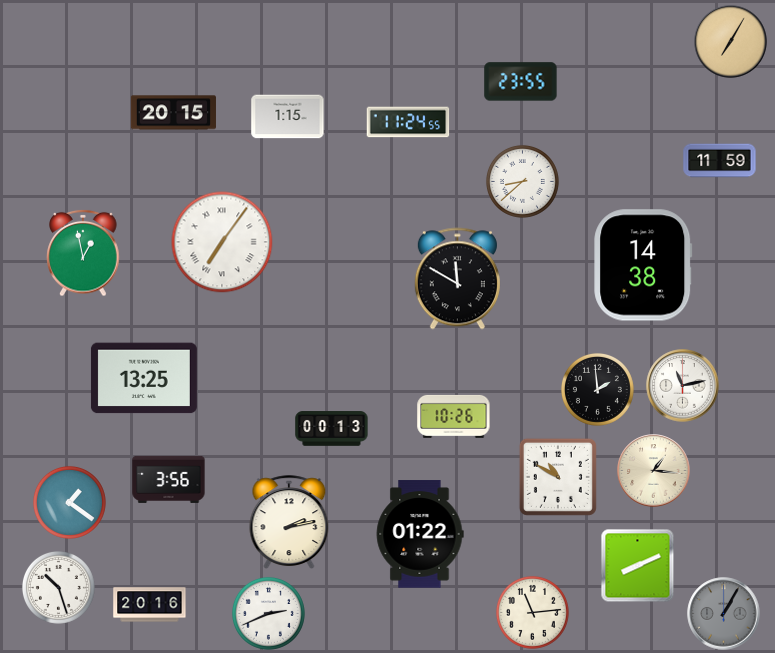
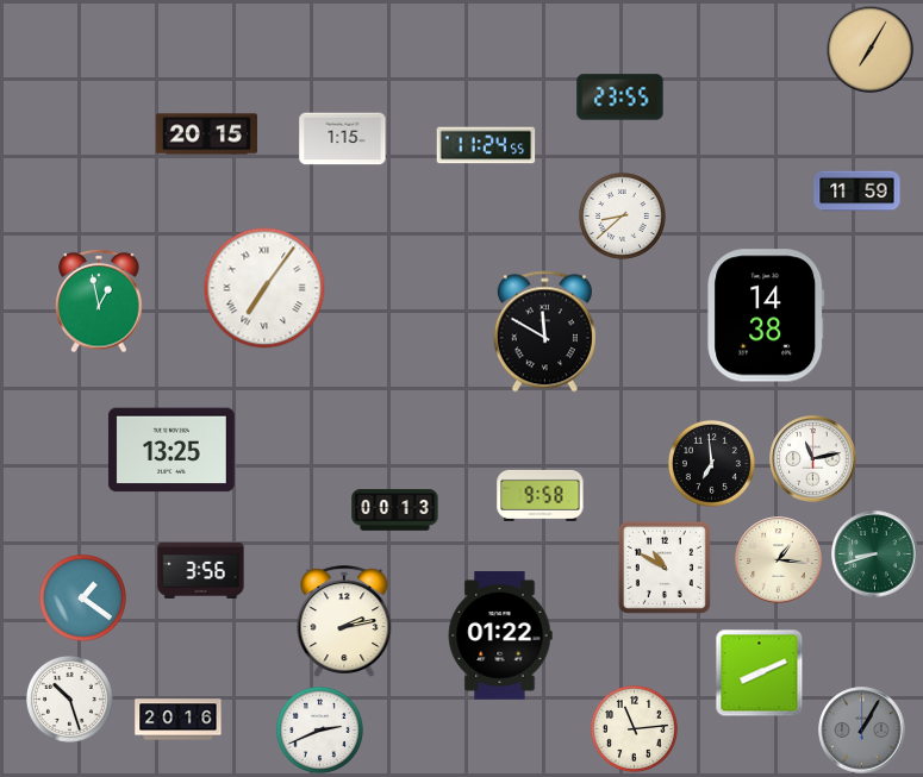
clock at (597, 389): 1:59 -> 6:59
clock at (454, 416): 10:26 -> 9:58
clock at (875, 554): none -> 8:42
